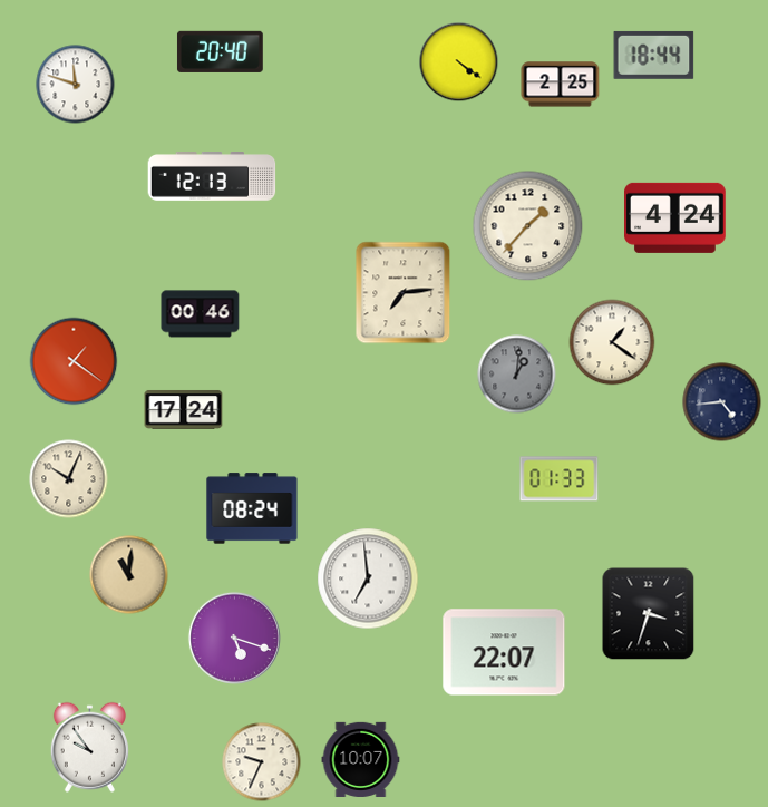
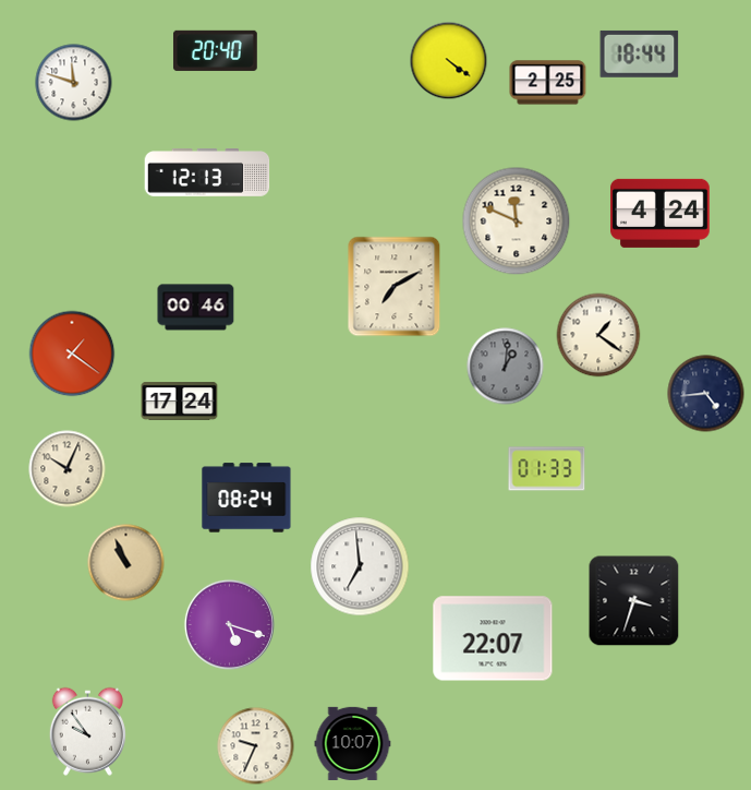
clock at (528, 226): 1:37 -> 11:49
clock at (404, 293): 7:14 -> 7:10
clock at (129, 575): 11:01 -> 10:56
